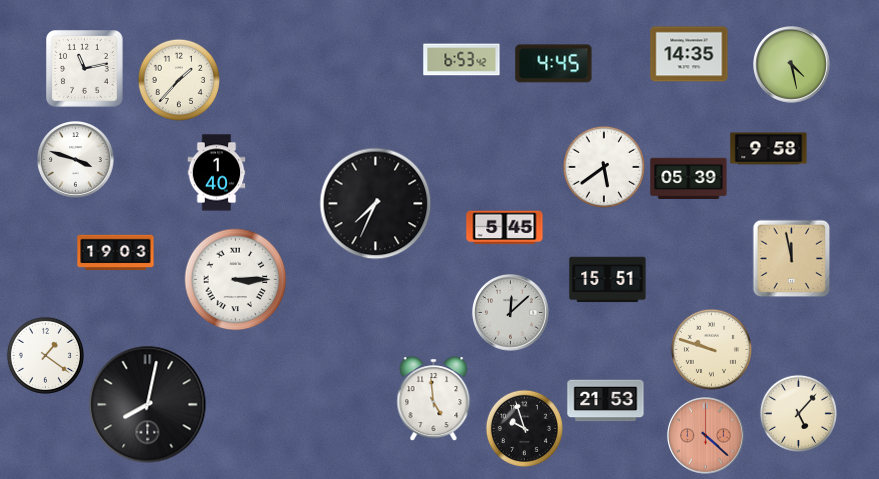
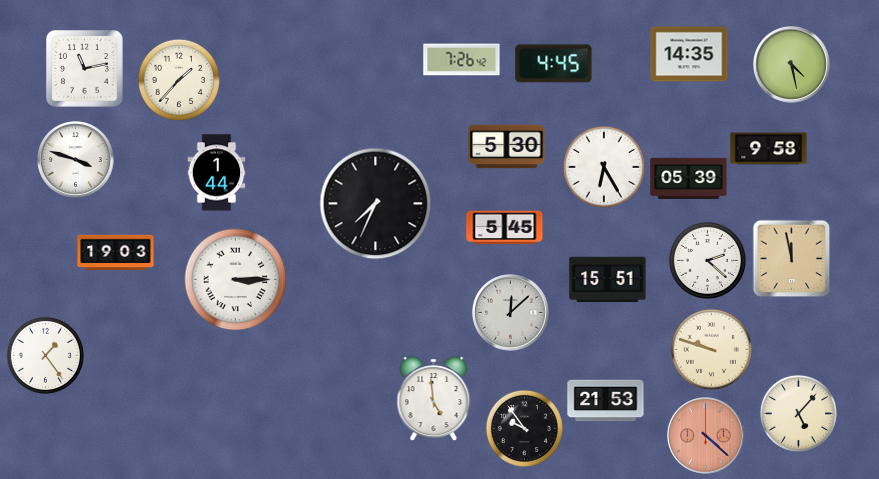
clock at (462, 60): 6:53 -> 7:26
clock at (507, 147): none -> 5:30
clock at (604, 167): 5:39 -> 6:25
clock at (217, 173): 1:40 -> 1:44
clock at (707, 260): none -> 2:22
clock at (45, 355): 1:21 -> 1:24
clock at (148, 405): 8:02 -> none
clock at (524, 428): 9:57 -> 9:54
